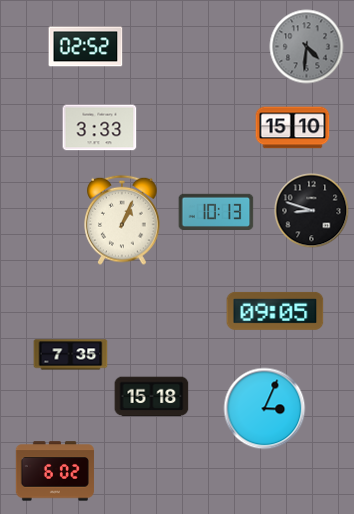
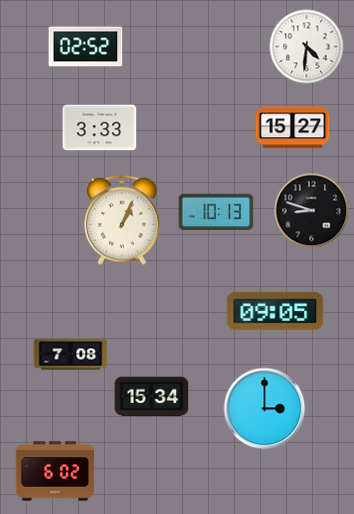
clock at (307, 47) dial: grey -> white
clock at (293, 128): 15:10 -> 15:27
clock at (71, 355): 7:35 -> 7:08
clock at (152, 397): 15:18 -> 15:34
clock at (265, 409): 3:04 -> 3:00
